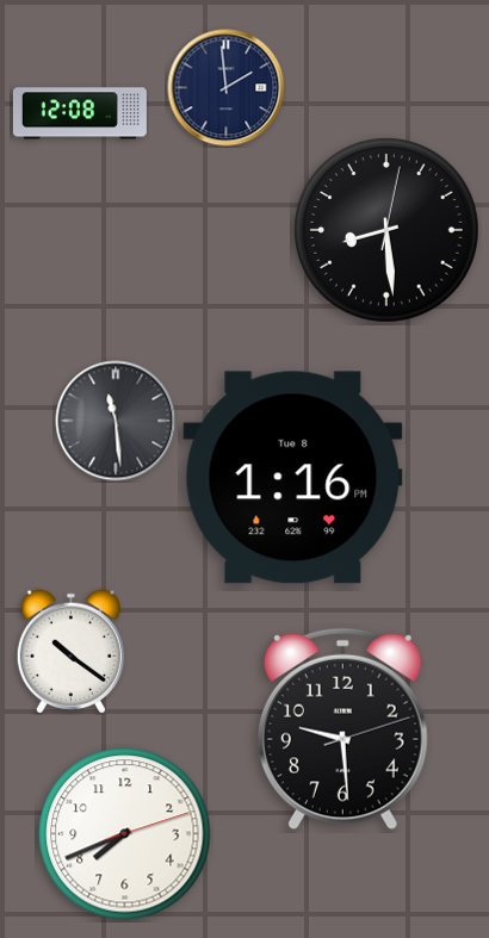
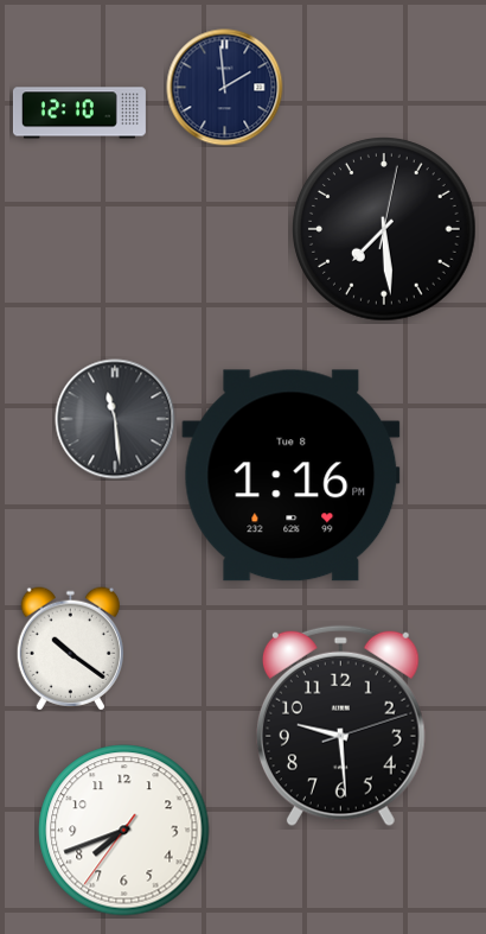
clock at (80, 113): 12:08 -> 12:10
clock at (388, 231): 8:29 -> 7:29
clock at (125, 834): 7:41:12 -> 7:41:36
